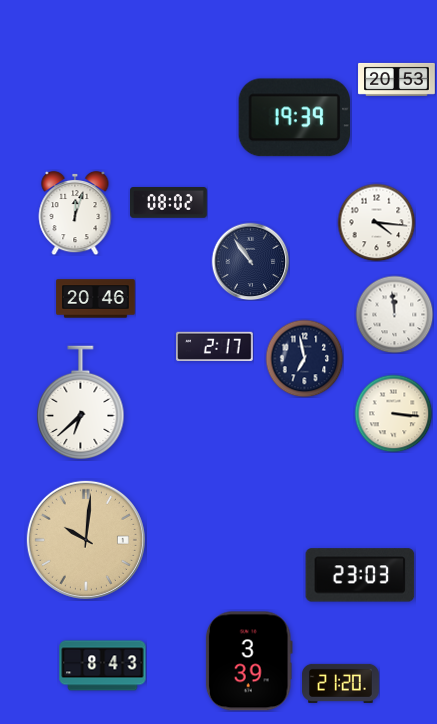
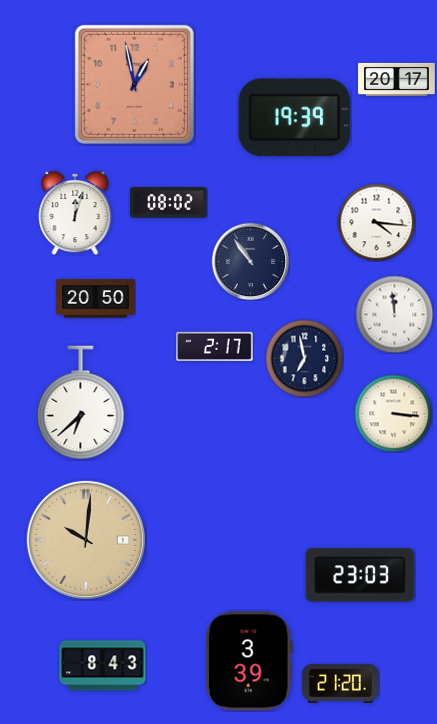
clock at (397, 79): 20:53 -> 20:17
clock at (134, 84): none -> 12:58
clock at (96, 299): 20:46 -> 20:50
